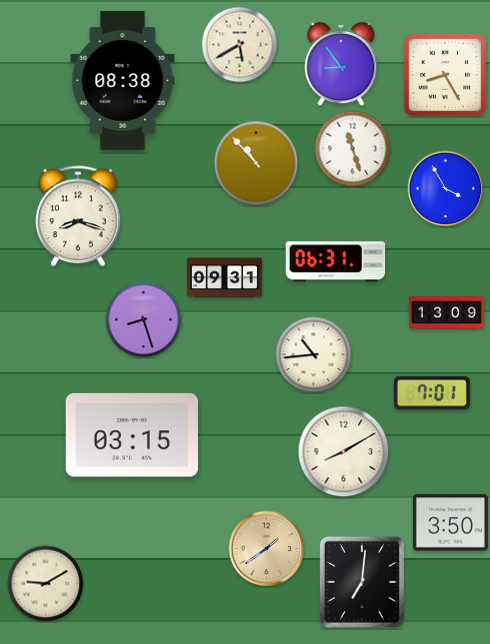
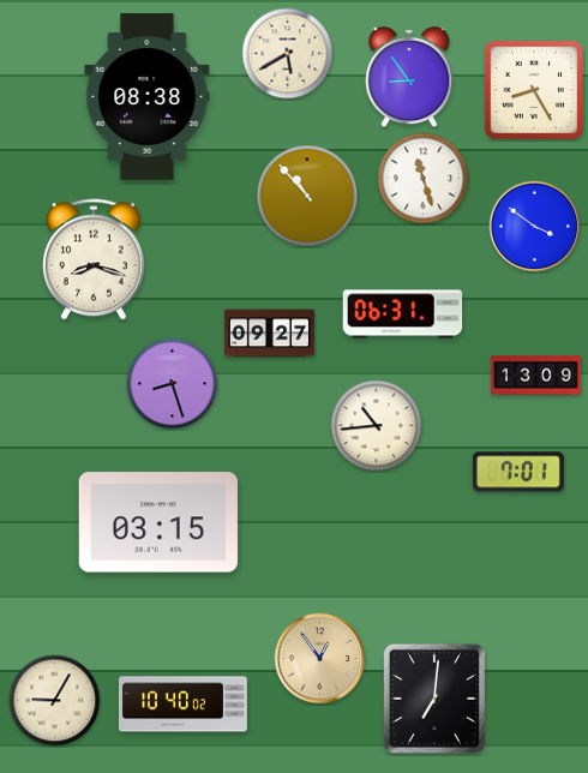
clock at (446, 189): 3:55 -> 3:51
clock at (224, 278): 09:31 -> 09:27
clock at (344, 452): 8:10 -> none
clock at (450, 523): 3:50 -> none
clock at (267, 549): 1:39 -> 12:54
clock at (46, 584): 9:10 -> 9:05
clock at (184, 705): none -> 10:40
